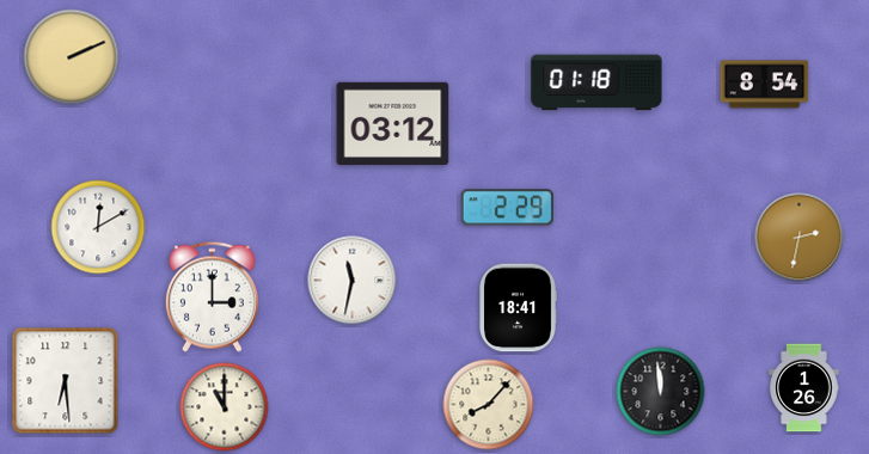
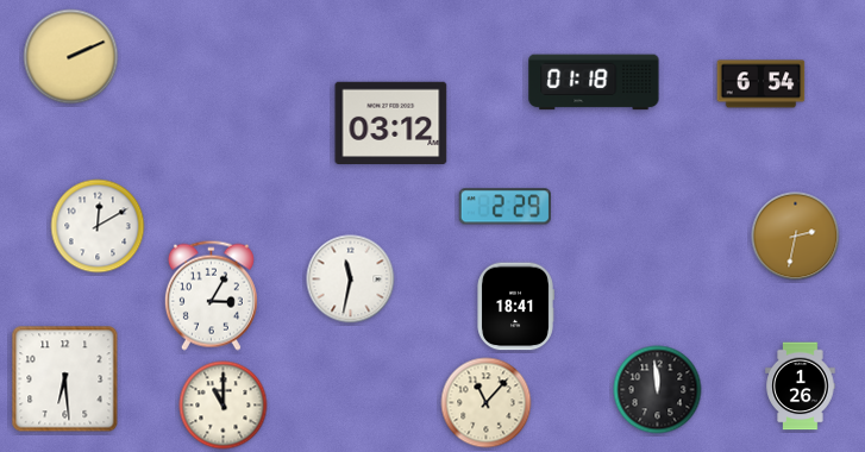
clock at (765, 85): 8:54 -> 6:54
clock at (212, 296): 3:00 -> 3:05
clock at (489, 405): 8:07 -> 11:07
